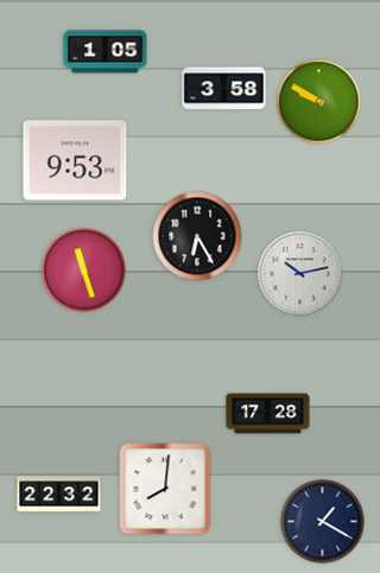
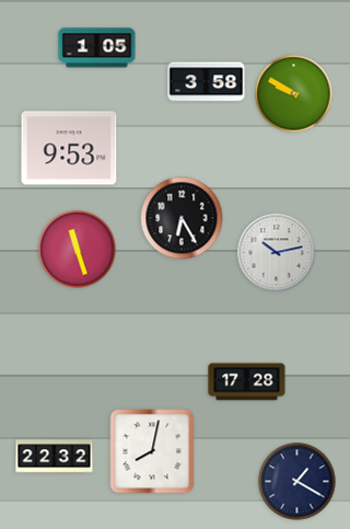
clock at (165, 489): 8:01 -> 8:02
